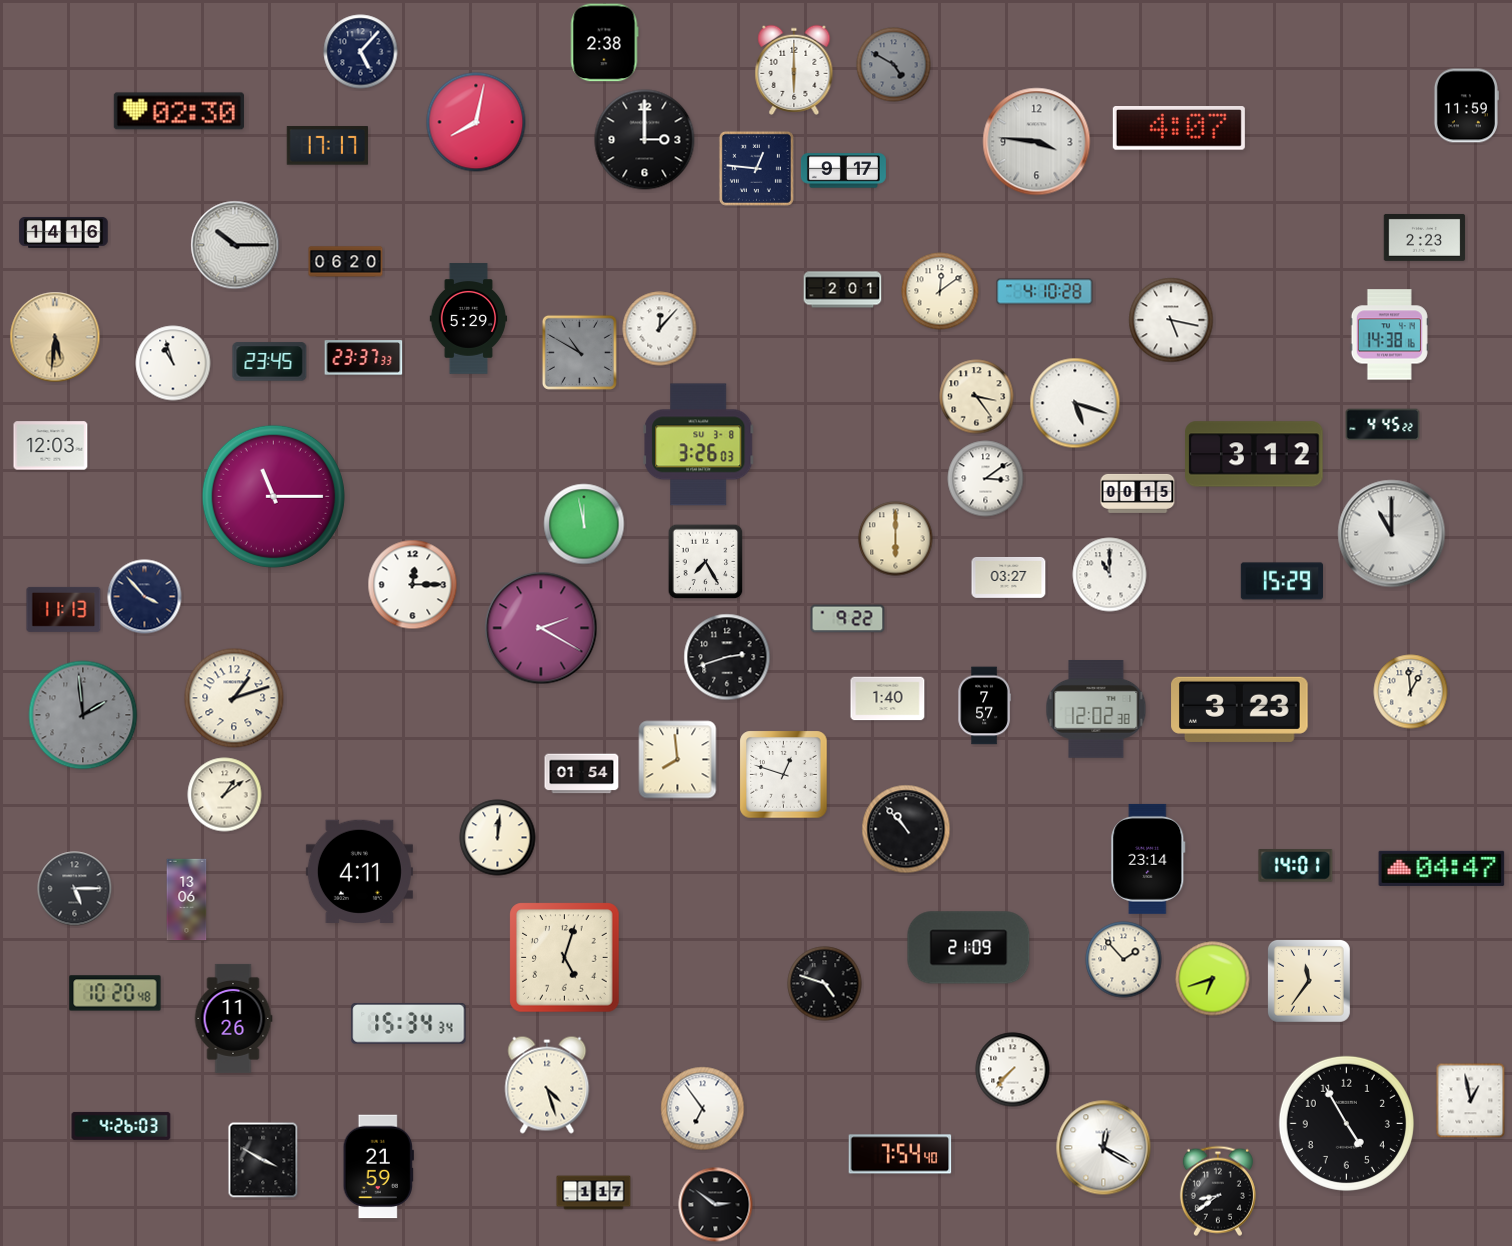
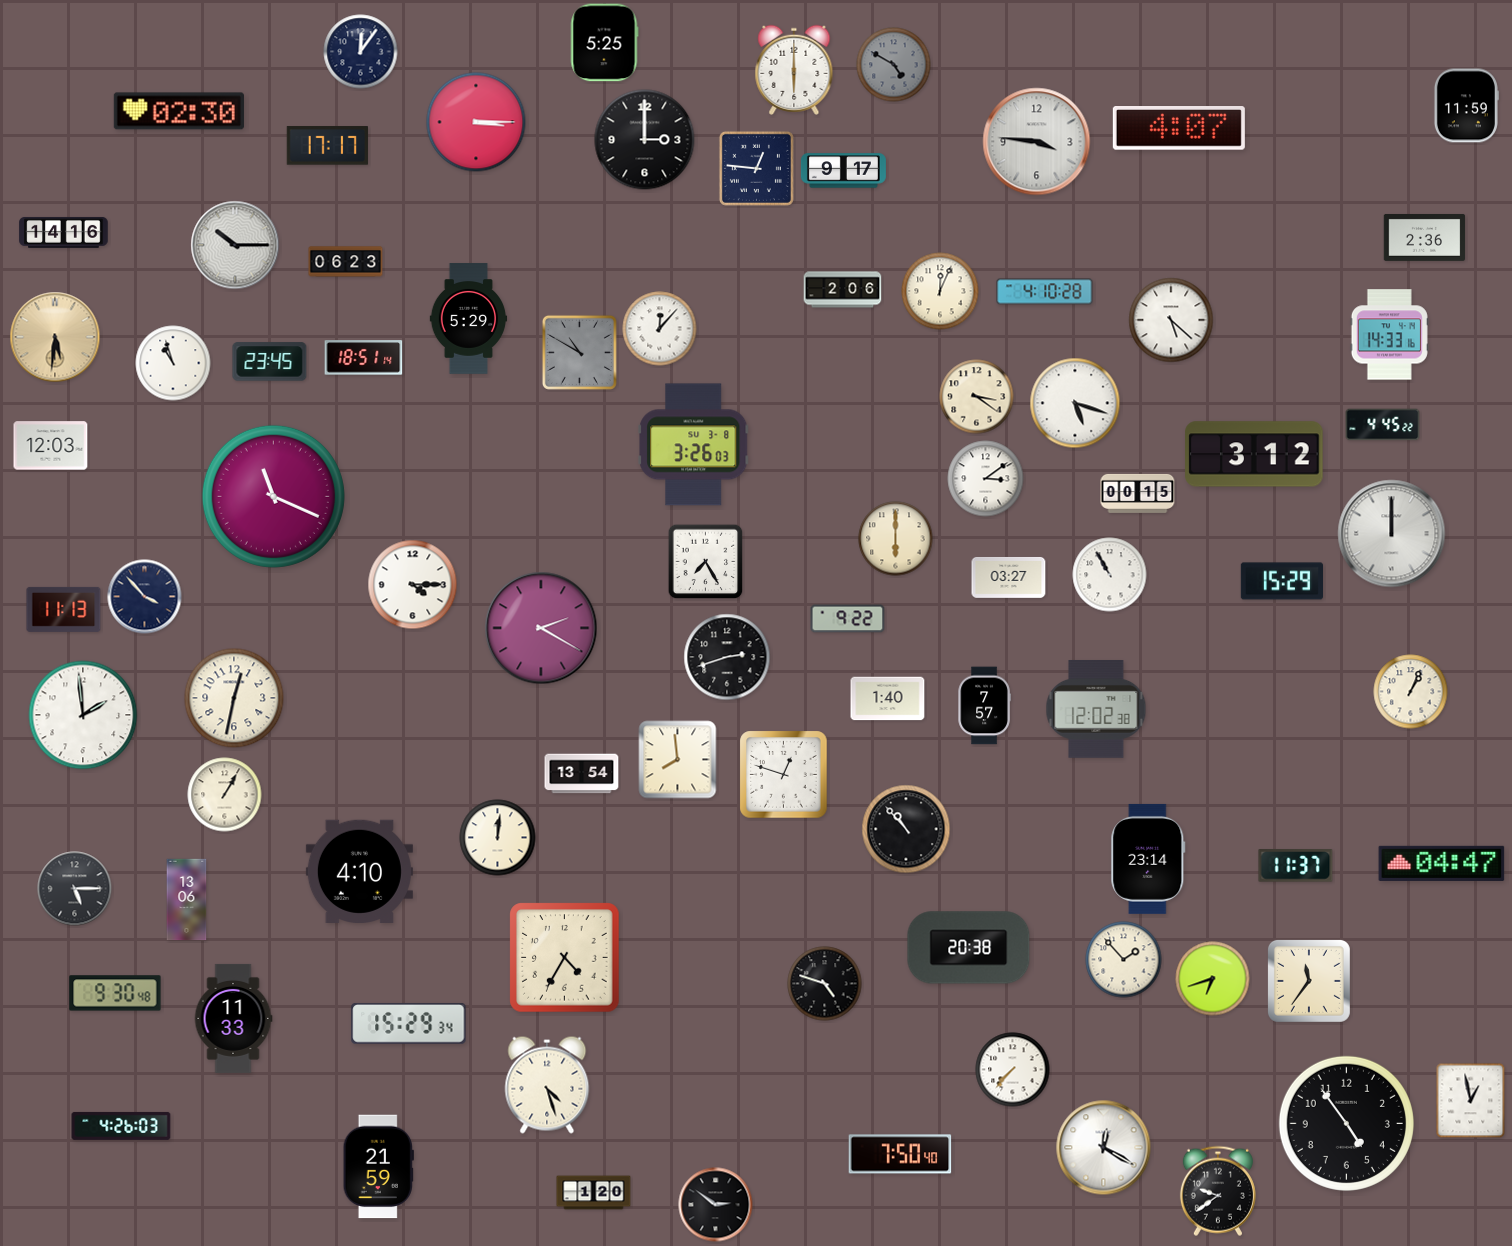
clock at (604, 43): 2:38 -> 5:25
clock at (361, 52): 5:07 -> 12:06
clock at (476, 122): 8:02 -> 3:15
clock at (1425, 237): 2:23 -> 2:36
clock at (346, 262): 06:20 -> 06:23
clock at (843, 290): 2:01 -> 2:06
clock at (940, 291): 12:09 -> 12:04
clock at (1171, 320): 5:17 -> 5:22
clock at (1389, 335): 14:38 -> 14:33
clock at (364, 358): 23:37 -> 18:51
clock at (977, 397): 3:24 -> 3:21
clock at (699, 445) position: (699, 445) -> (694, 445)
clock at (273, 496): 11:15 -> 11:19
clock at (584, 524): 11:58 -> none
clock at (1392, 534): 11:00 -> 12:00
clock at (1110, 575): 11:00 -> 10:55
clock at (413, 585): 12:15 -> 4:15
clock at (1411, 692): 12:59 -> 1:04
clock at (234, 698): 1:12 -> 12:32
clock at (1240, 709): 3:23 -> none
clock at (83, 715) dial: grey -> white
clock at (582, 774): 01:54 -> 13:54
clock at (225, 795): 1:09 -> 1:05
clock at (1296, 866): 14:01 -> 11:37
clock at (1442, 868) position: (1442, 868) -> (1442, 863)
clock at (359, 871): 4:11 -> 4:10
clock at (969, 948): 21:09 -> 20:38
clock at (565, 958): 5:03 -> 4:35
clock at (115, 993): 10:20 -> 9:30
clock at (233, 1018): 11:26 -> 11:33
clock at (409, 1024): 15:34 -> 15:29
clock at (703, 1109): 6:54 -> none
clock at (1346, 1123): 4:55 -> 4:54
clock at (900, 1154): 7:54 -> 7:50
clock at (263, 1160): 3:50 -> none
clock at (1218, 1191): 8:39 -> 9:39
clock at (594, 1193): 1:17 -> 1:20
